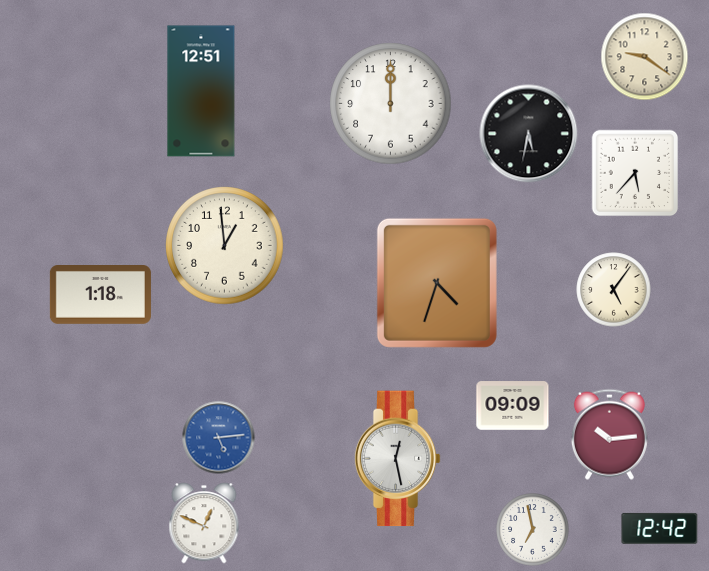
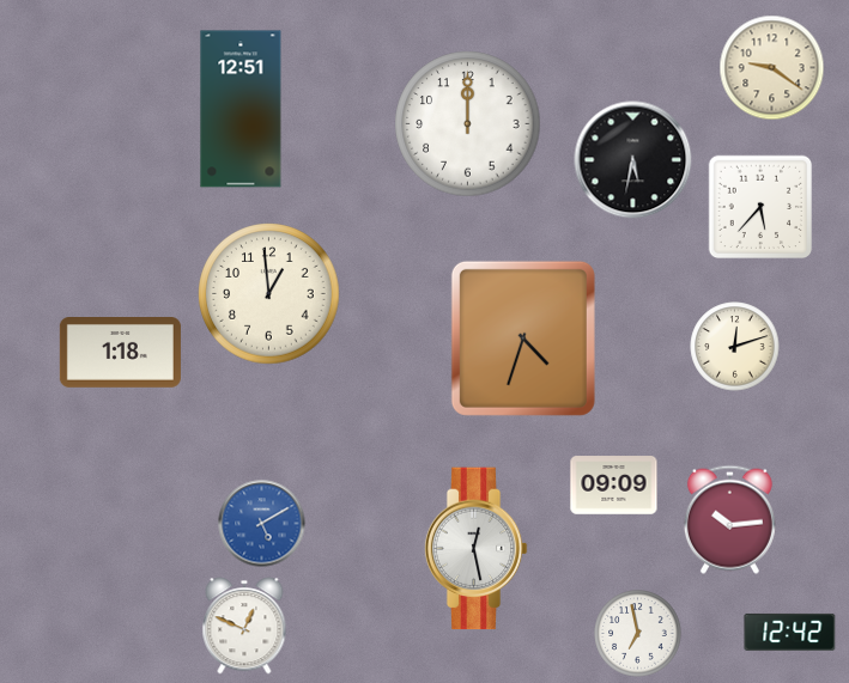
clock at (614, 290): 5:06 -> 12:12
clock at (219, 438): 5:14 -> 5:10
